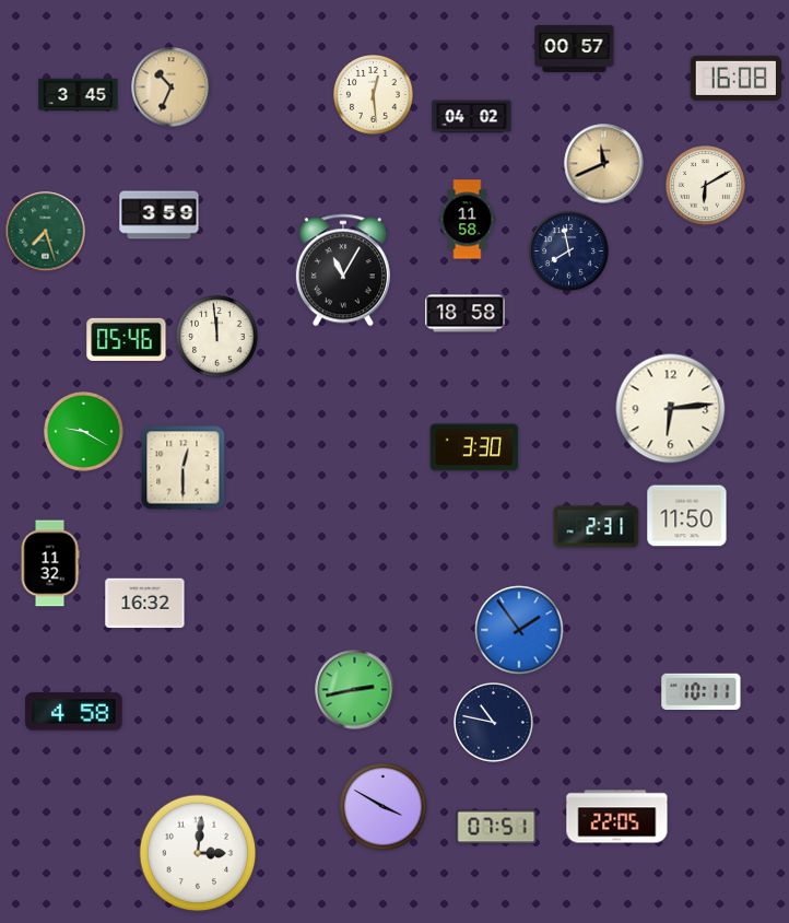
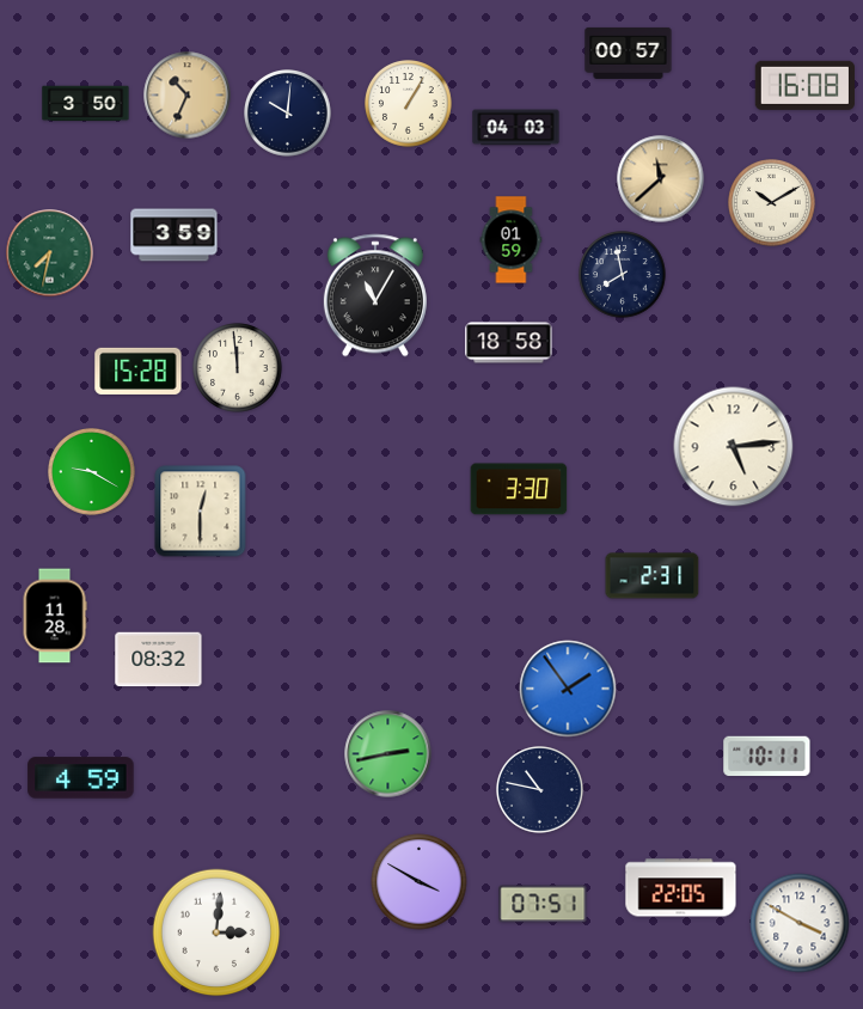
clock at (79, 95): 3:45 -> 3:50
clock at (374, 95): 12:29 -> 1:05
clock at (288, 114): none -> 10:01
clock at (472, 117): 04:02 -> 04:03
clock at (604, 164): 11:41 -> 11:38
clock at (706, 186): 6:10 -> 10:10
clock at (468, 220): 11:58 -> 01:59
clock at (46, 232): 7:27 -> 7:32
clock at (127, 339): 05:46 -> 15:28
clock at (671, 409): 6:14 -> 5:14
clock at (687, 516): 11:50 -> none
clock at (50, 563): 11:32 -> 11:28
clock at (145, 604): 16:32 -> 08:32
clock at (74, 712): 4:58 -> 4:59
clock at (617, 817) position: (617, 817) -> (681, 888)
clock at (800, 923): none -> 3:50
